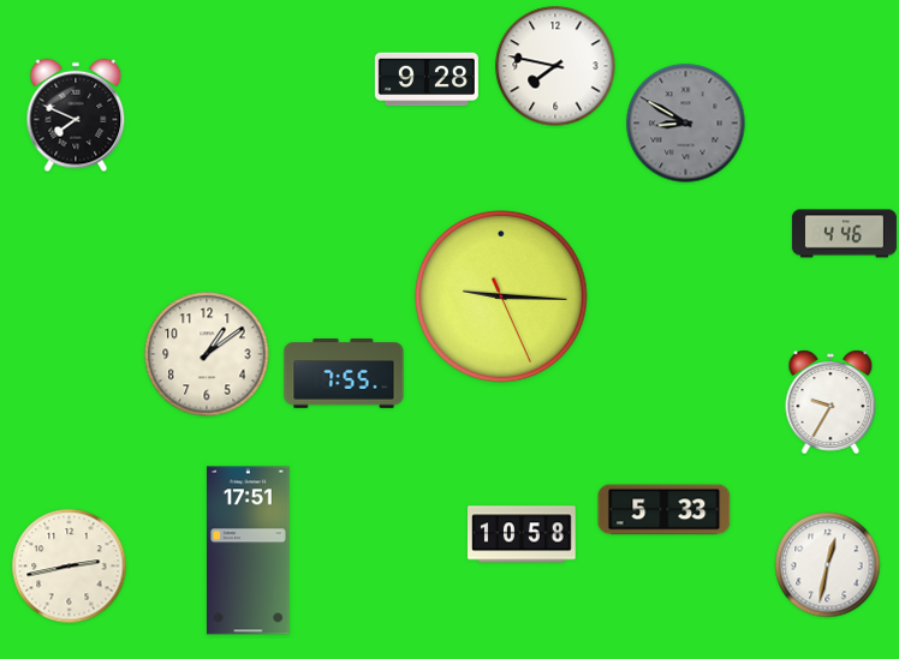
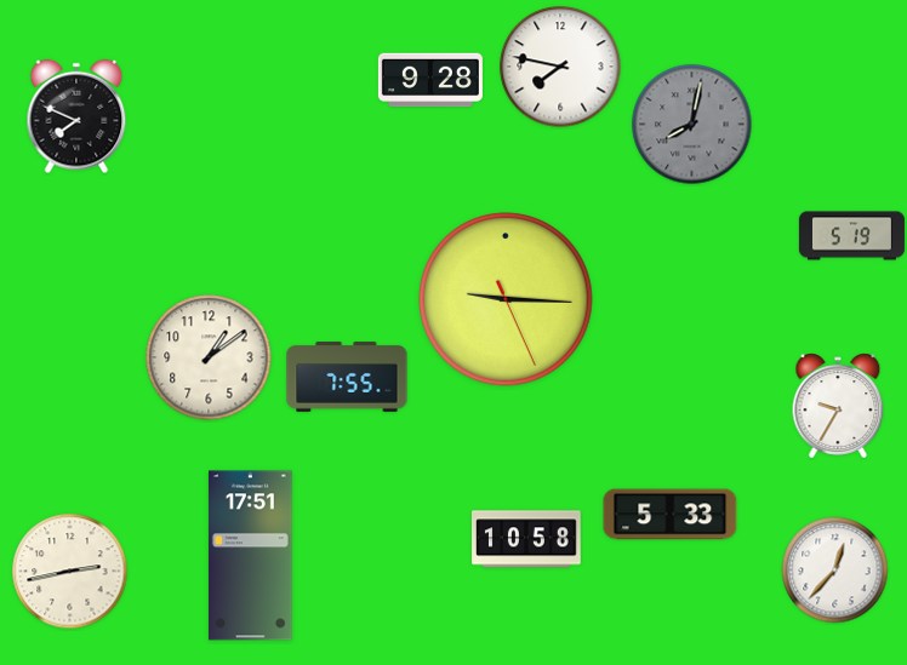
clock at (686, 124): 8:50 -> 8:02
clock at (844, 234): 4:46 -> 5:19
clock at (828, 565): 12:32 -> 12:37
